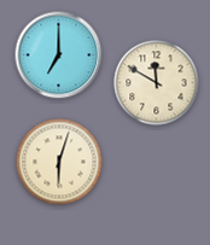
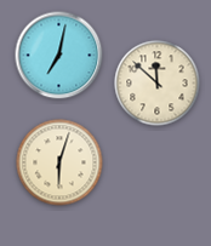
clock at (59, 56): 7:00 -> 7:02
clock at (157, 83): 11:50 -> 11:52
